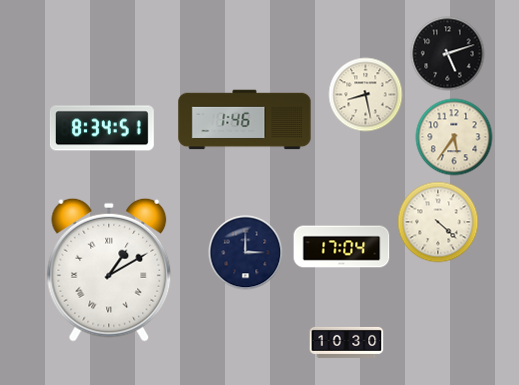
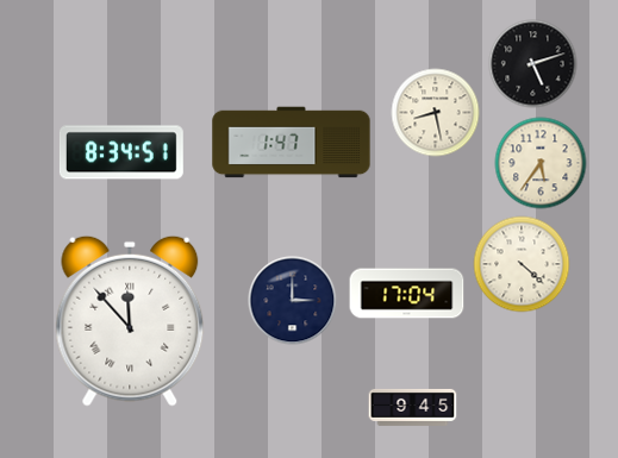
clock at (245, 120): 1:46 -> 1:47
clock at (109, 270): 1:10 -> 11:53
clock at (347, 342): 10:30 -> 9:45
